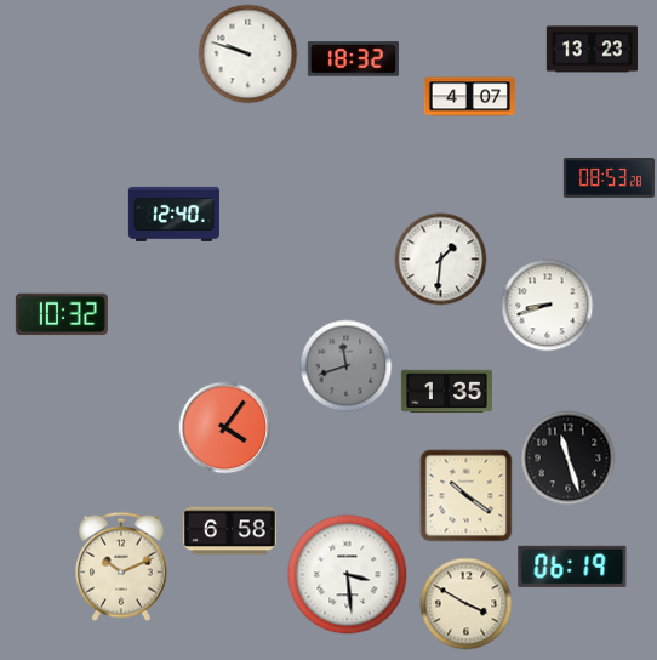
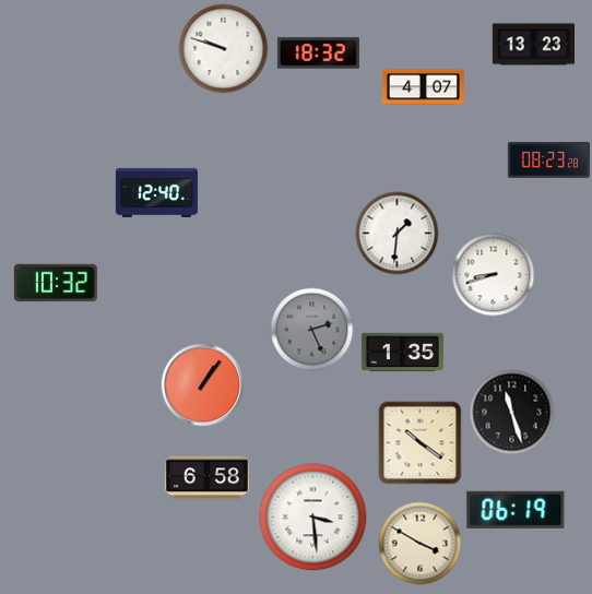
clock at (609, 177): 08:53 -> 08:23
clock at (347, 366): 11:42 -> 2:26
clock at (225, 428): 4:06 -> 1:06
clock at (467, 496) position: (467, 496) -> (421, 443)
clock at (121, 567): 10:11 -> none
